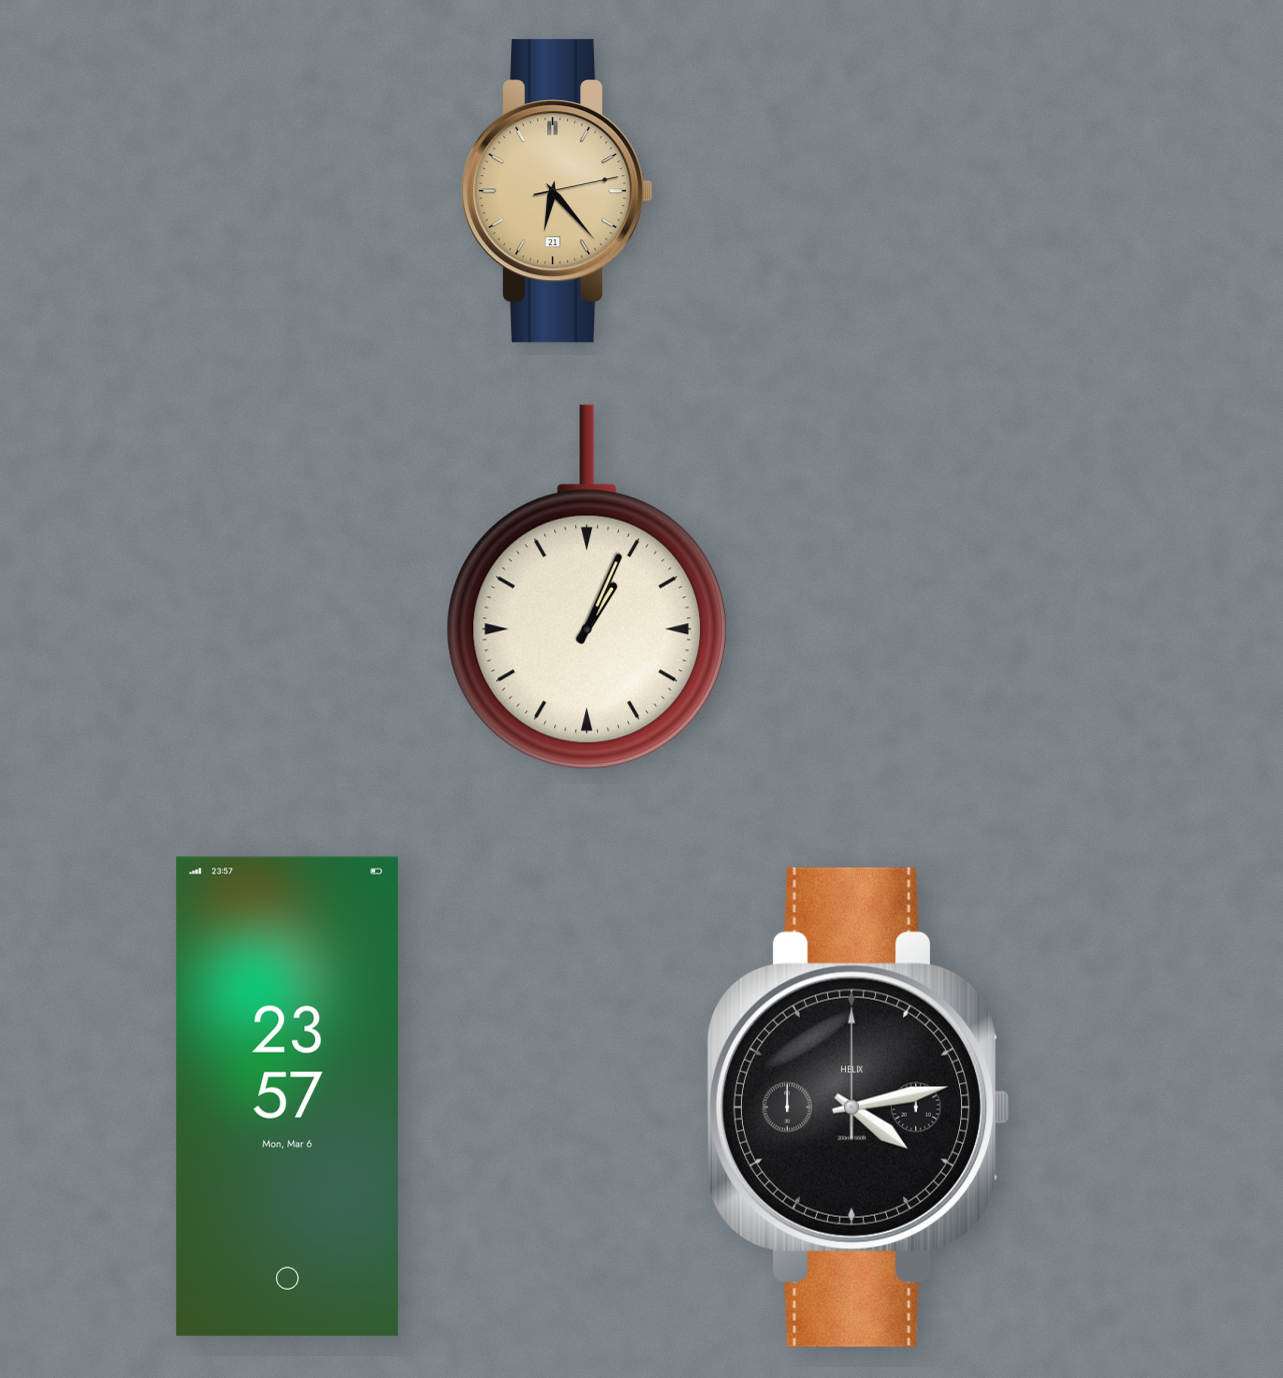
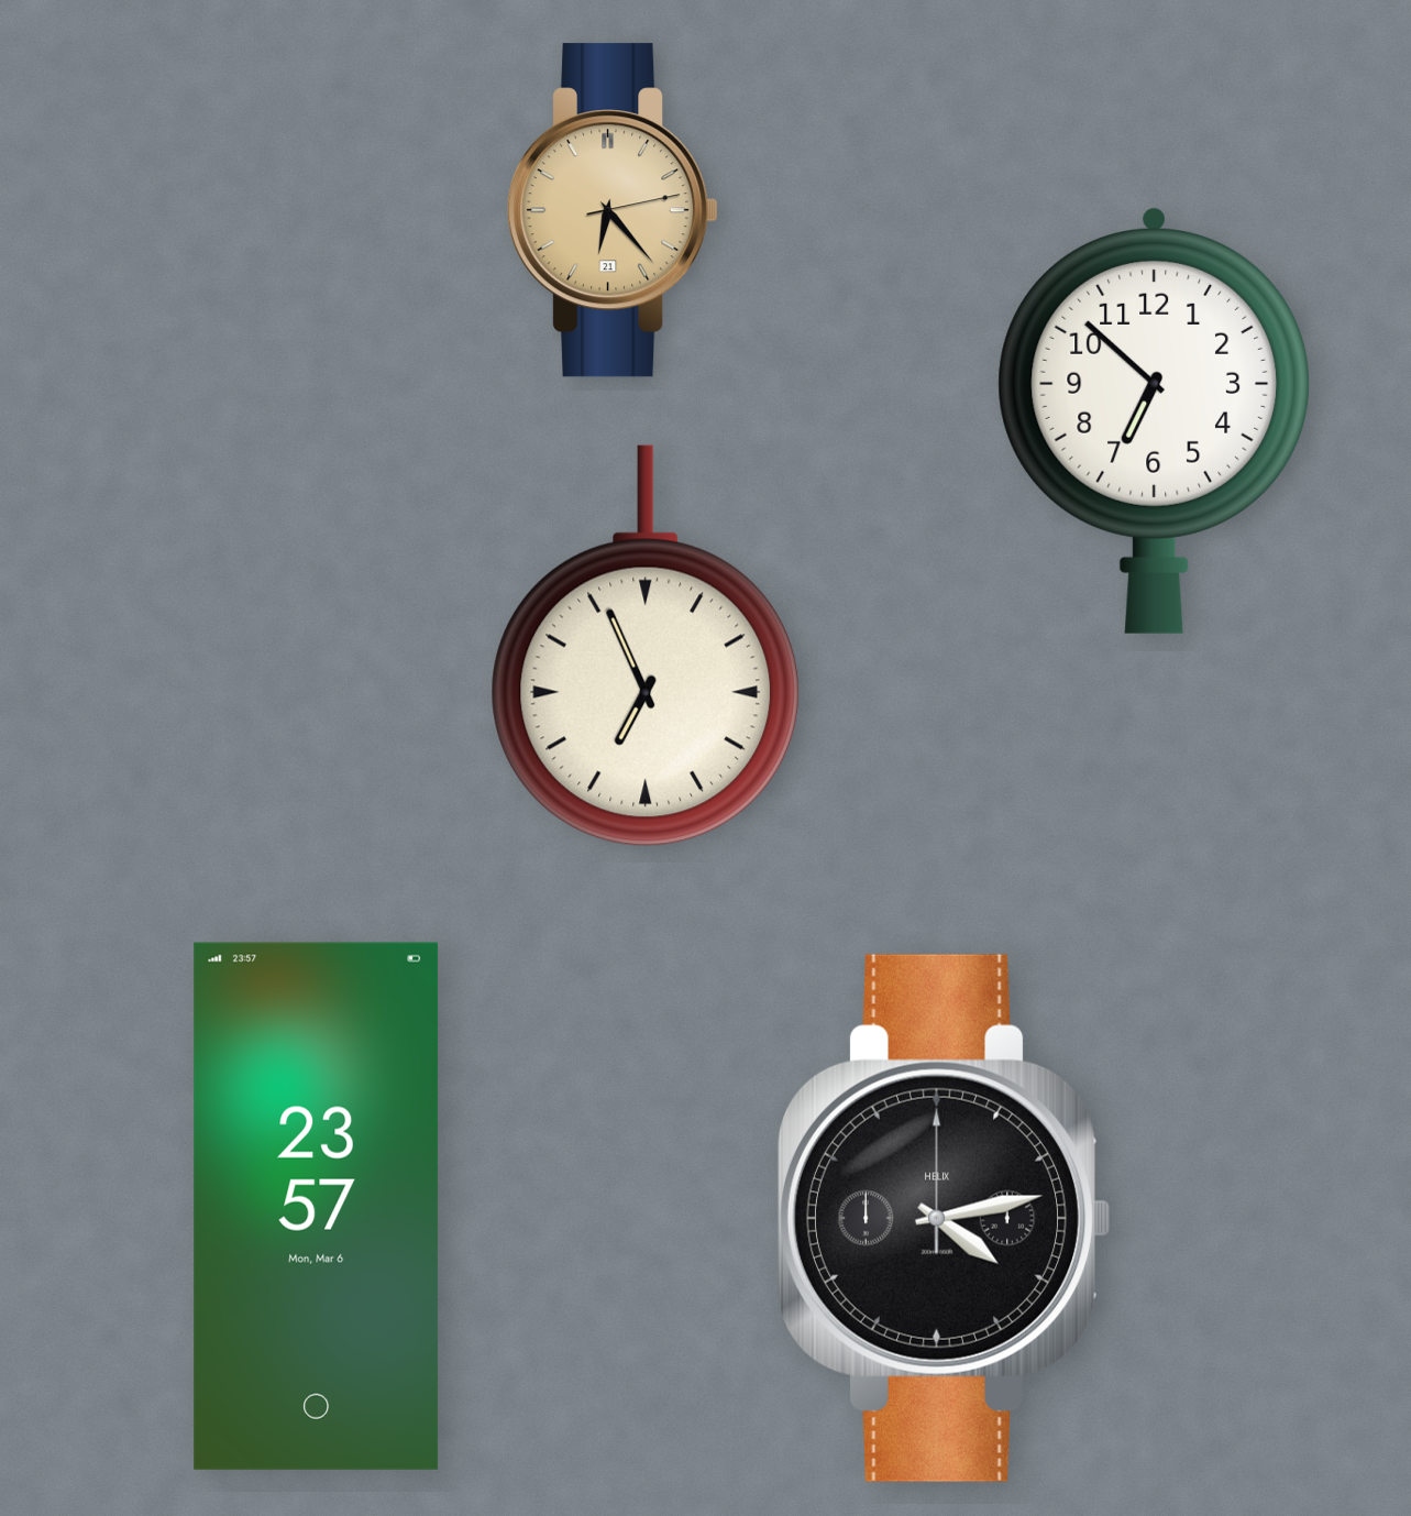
clock at (1154, 421): none -> 6:52
clock at (586, 587): 1:04 -> 6:56
